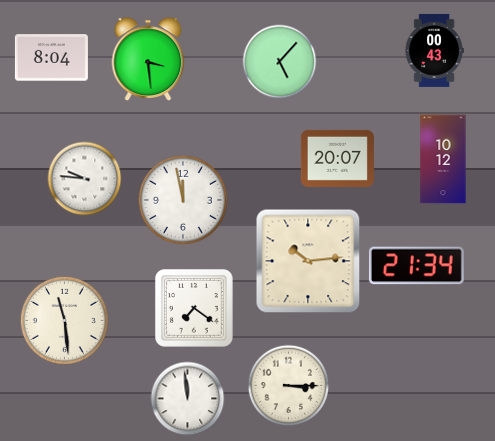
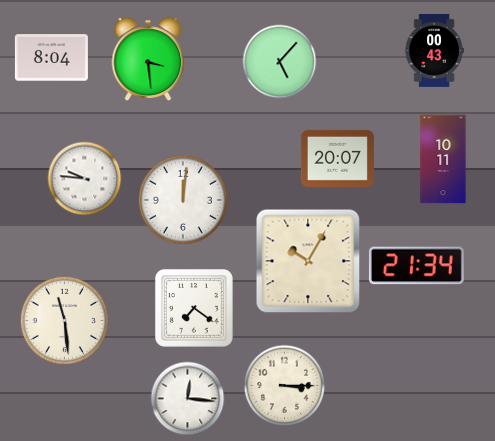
clock at (443, 159): 10:12 -> 10:11
clock at (183, 200): 11:58 -> 12:01
clock at (308, 261): 10:14 -> 10:05
clock at (289, 386) position: (289, 386) -> (285, 386)
clock at (188, 399): 11:59 -> 12:16
